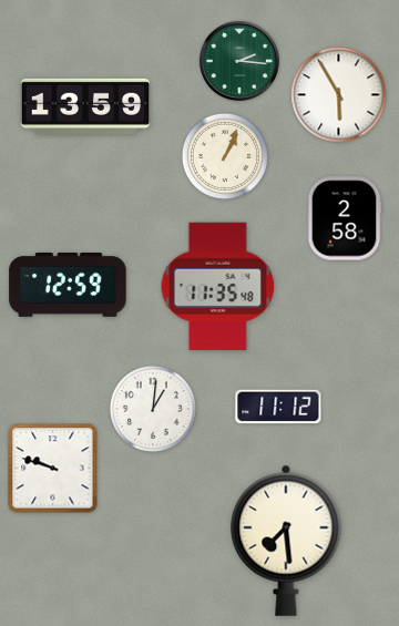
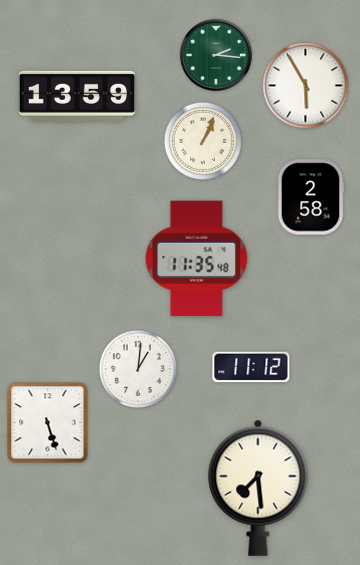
clock at (68, 285): 12:59 -> none
clock at (53, 469): 9:48 -> 5:27
